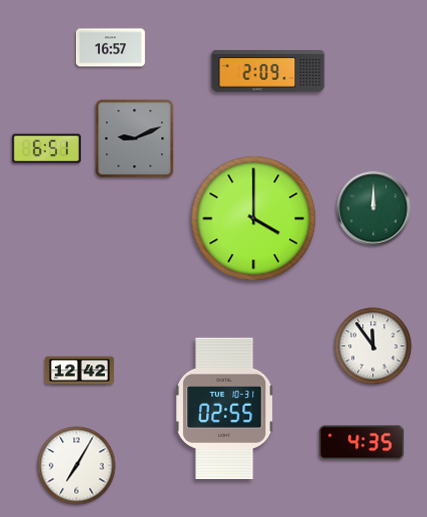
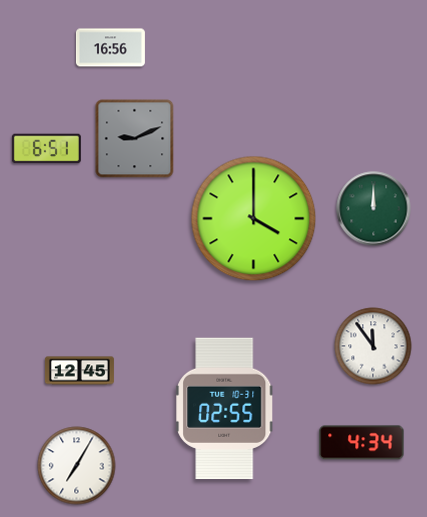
clock at (110, 48): 16:57 -> 16:56
clock at (268, 71): 2:09 -> none
clock at (79, 371): 12:42 -> 12:45
clock at (362, 443): 4:35 -> 4:34
